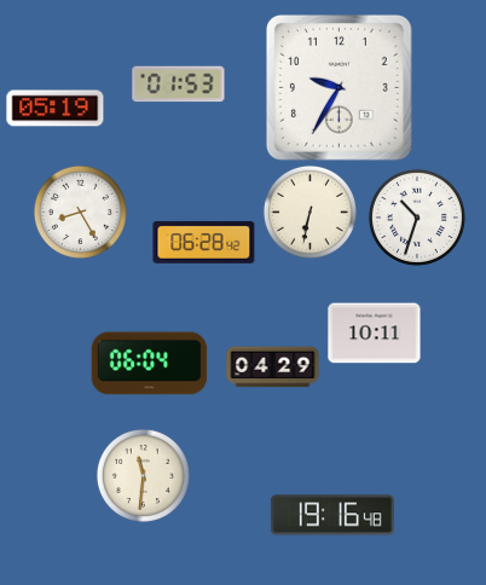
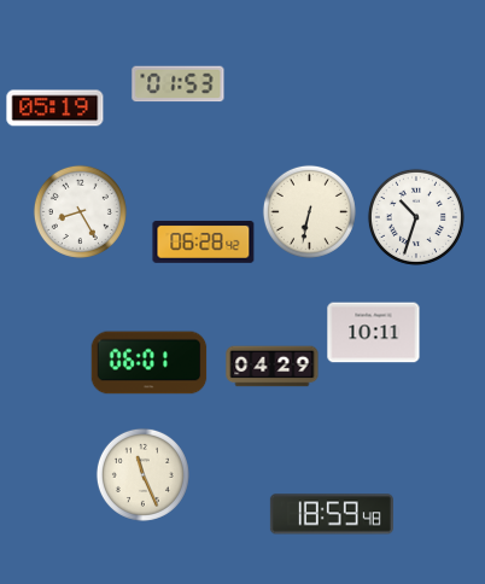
clock at (339, 87): 9:35 -> none
clock at (150, 364): 06:04 -> 06:01
clock at (143, 475): 11:31 -> 11:26
clock at (332, 515): 19:16 -> 18:59
